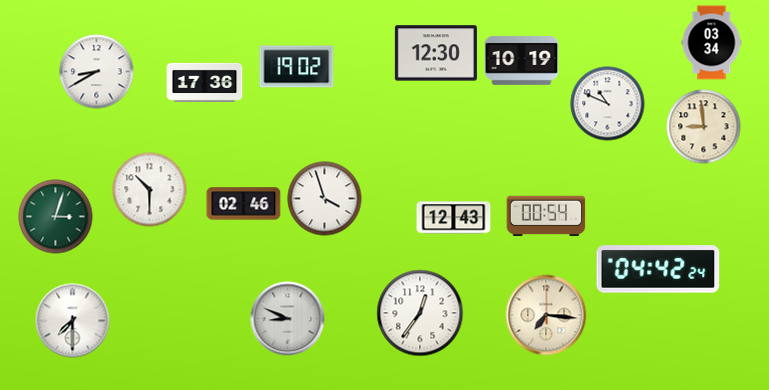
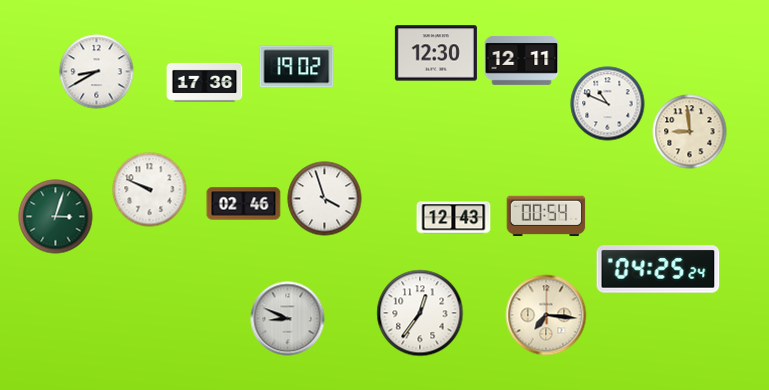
clock at (712, 43): 03:34 -> none
clock at (522, 60): 10:19 -> 12:11
clock at (704, 127) position: (704, 127) -> (690, 132)
clock at (150, 190): 10:30 -> 9:49
clock at (658, 269): 04:42 -> 04:25
clock at (73, 321): 7:30 -> none
